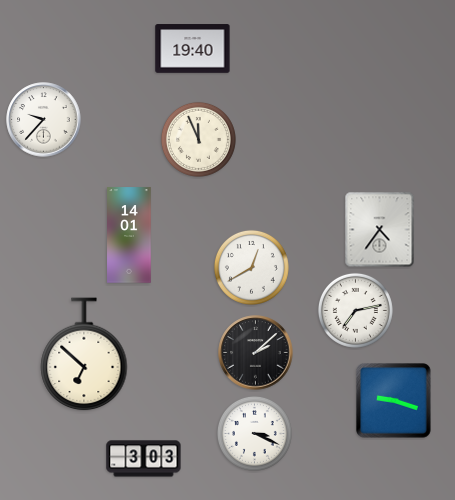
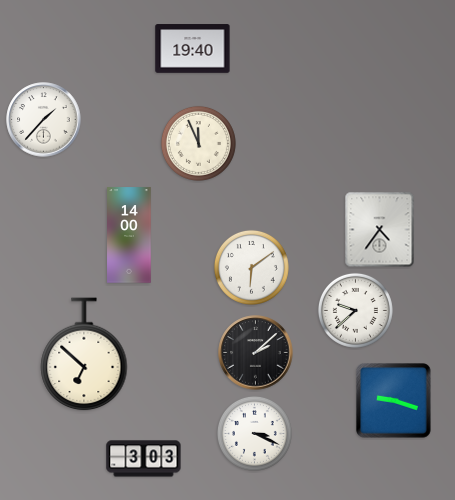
clock at (44, 120): 9:37 -> 1:37
clock at (198, 139) position: (198, 139) -> (198, 143)
clock at (129, 235): 14:01 -> 14:00
clock at (251, 267): 12:40 -> 6:09
clock at (355, 310): 7:13 -> 9:38
